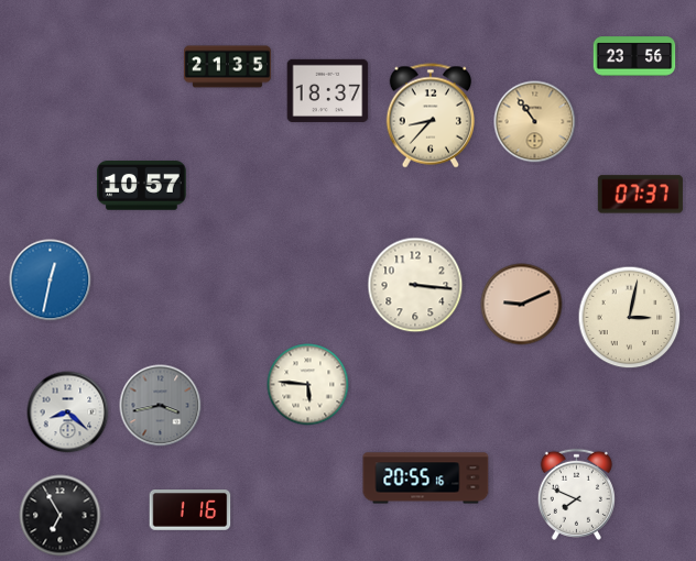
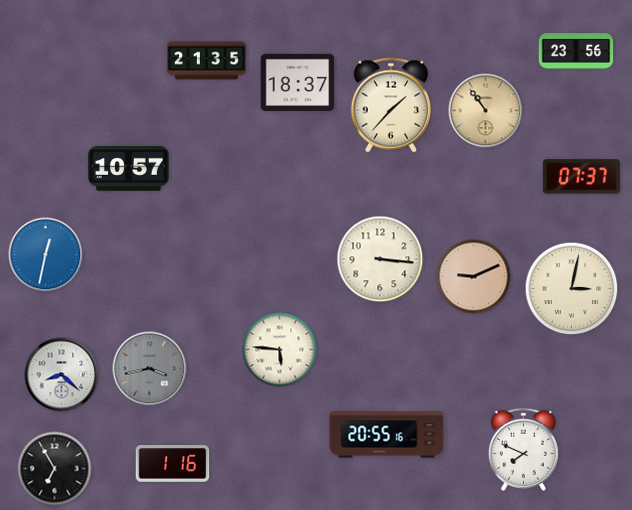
clock at (429, 116): 8:37 -> 1:37
clock at (415, 285) position: (415, 285) -> (380, 259)
clock at (161, 406) position: (161, 406) -> (150, 369)
